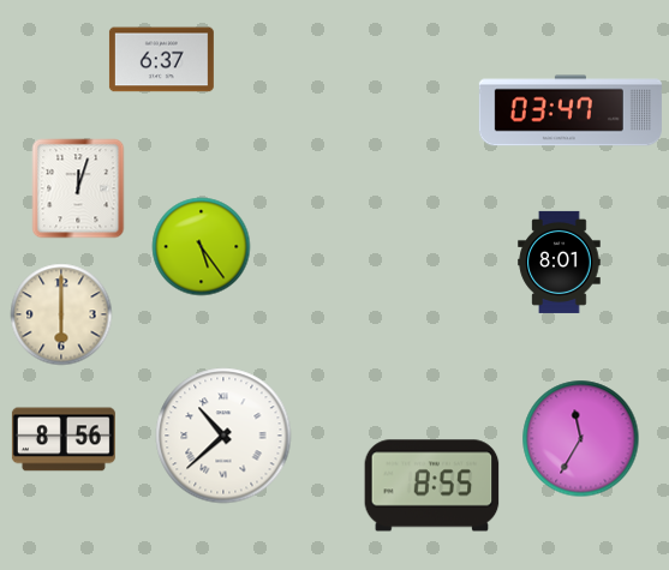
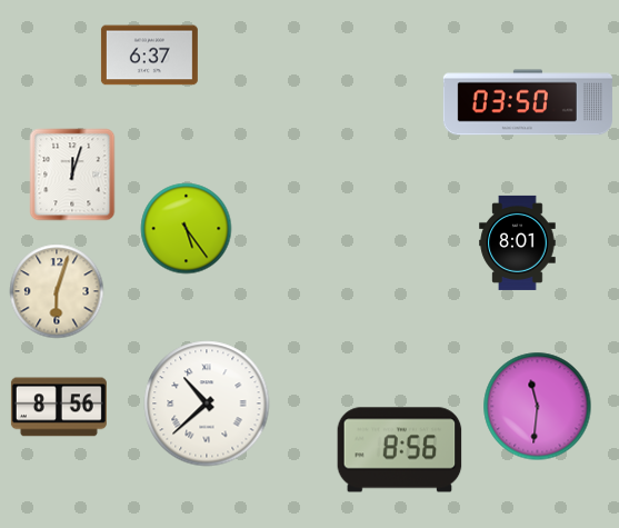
clock at (571, 110): 03:47 -> 03:50
clock at (61, 314): 6:00 -> 6:03
clock at (581, 439): 11:35 -> 11:31
clock at (432, 486): 8:55 -> 8:56
